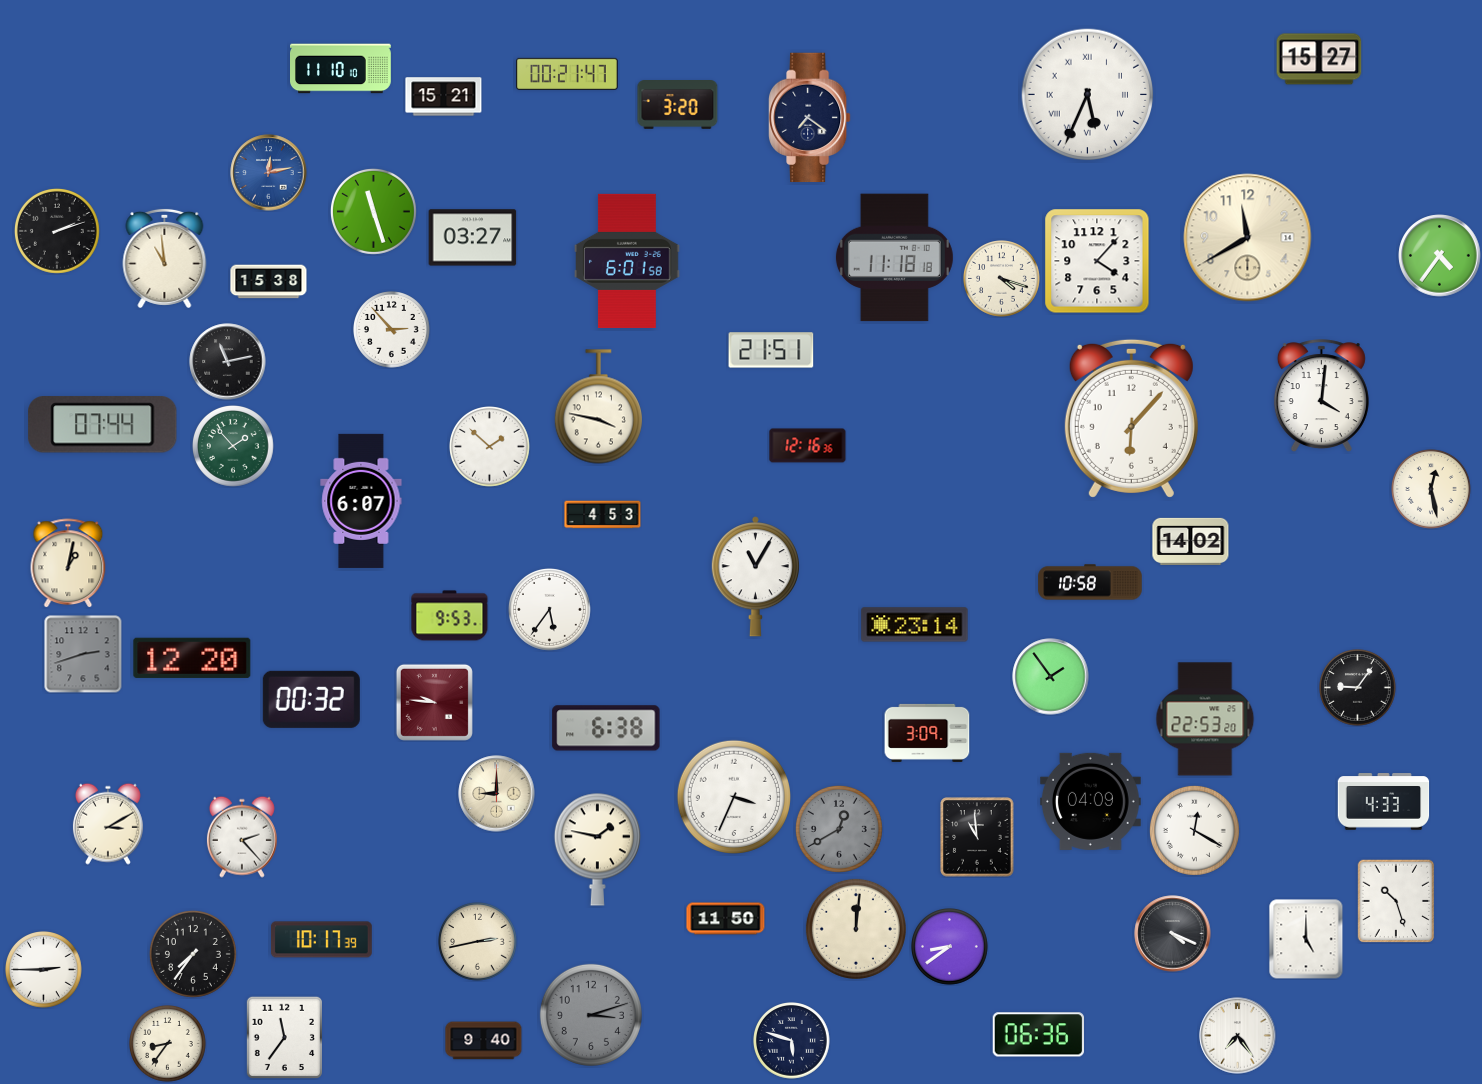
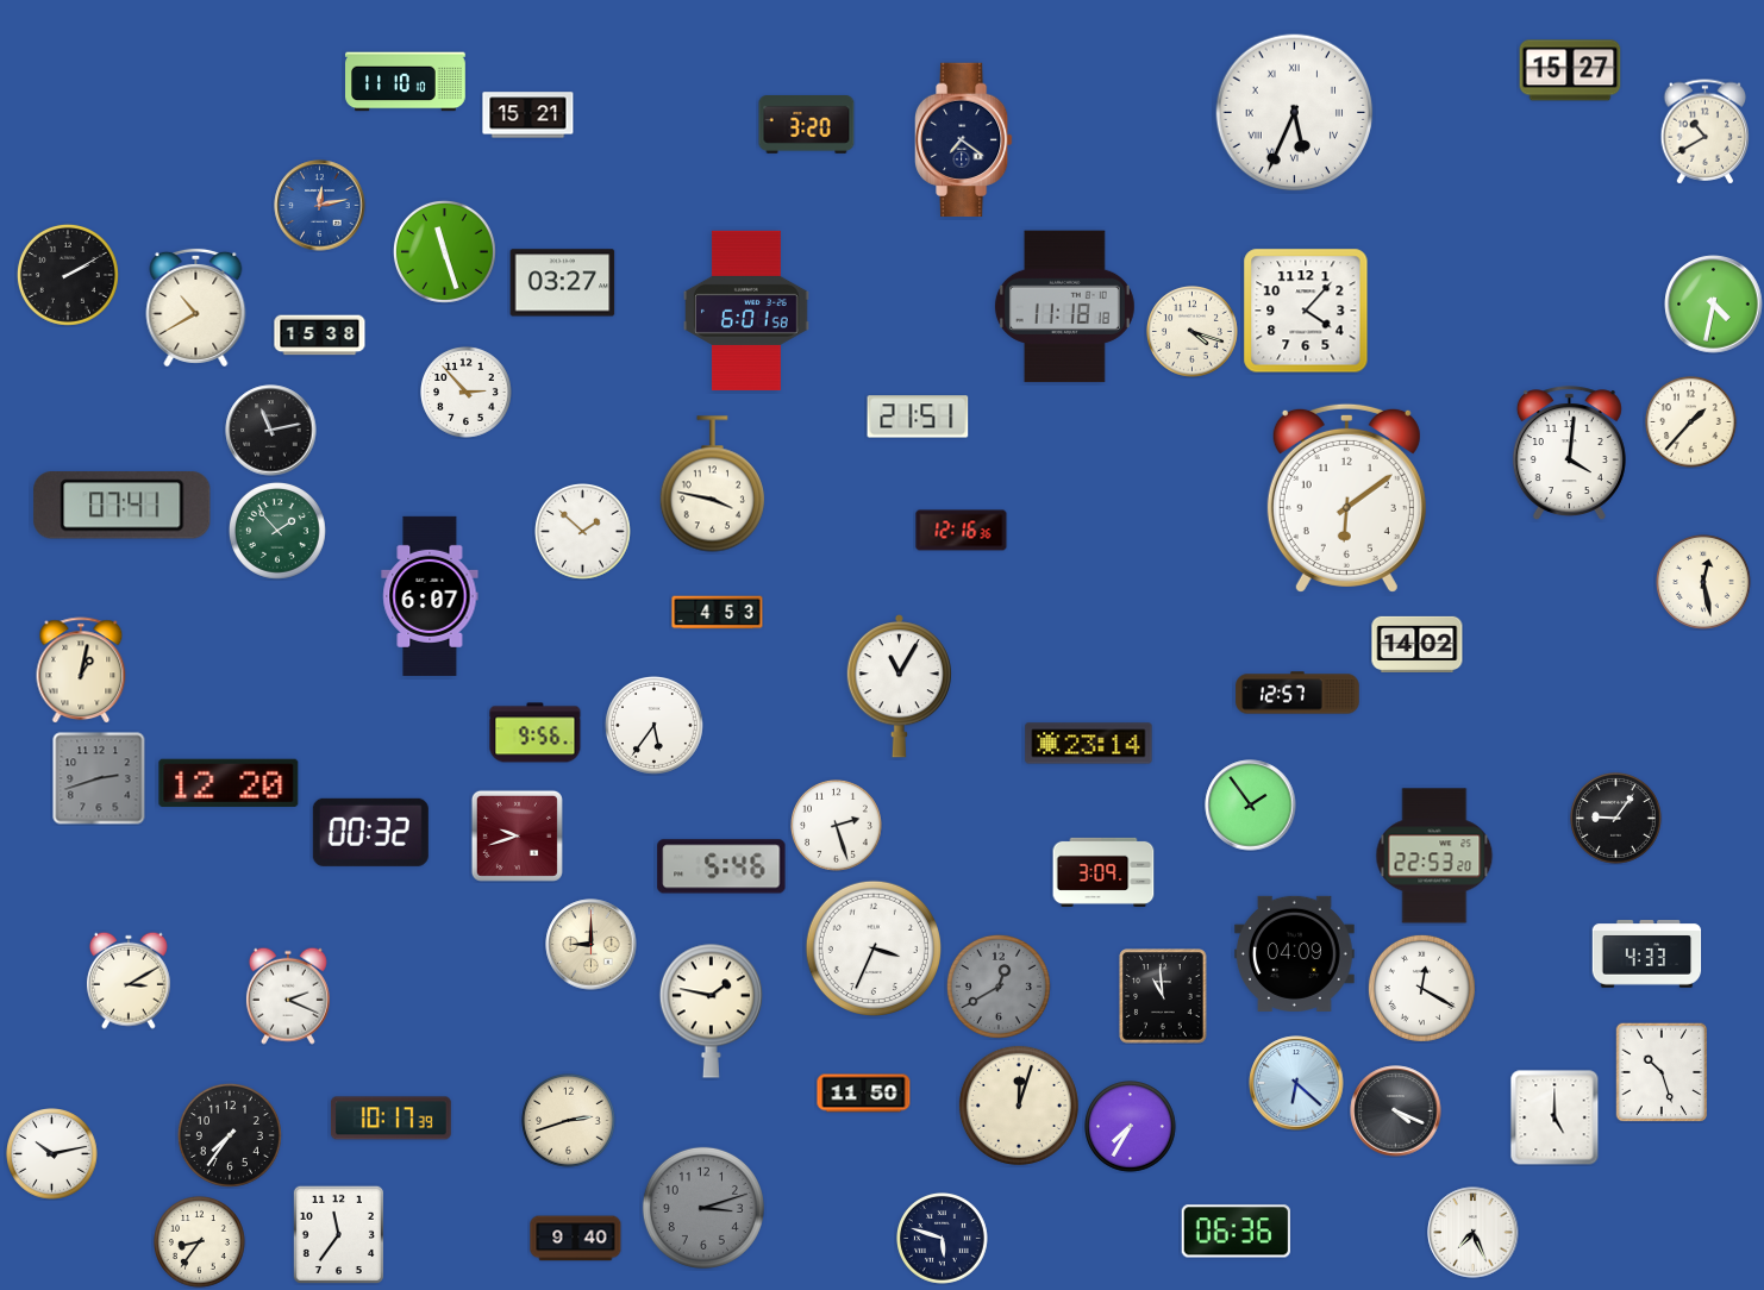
clock at (567, 74): 00:21 -> none
clock at (1706, 132): none -> 10:40
clock at (57, 231): 2:12 -> 2:10
clock at (1248, 238): 11:40 -> none
clock at (1440, 256): 4:36 -> 4:32
clock at (165, 258): 10:59 -> 10:40
clock at (1691, 422): none -> 1:37
clock at (1321, 396) position: (1321, 396) -> (1569, 453)
clock at (1131, 418): 6:07 -> 6:09
clock at (103, 425): 07:44 -> 07:41
clock at (1090, 582): 10:58 -> 12:57
clock at (450, 616): 9:53 -> 9:56
clock at (837, 826): none -> 2:27
clock at (434, 702): 9:46 -> 9:42
clock at (606, 728): 6:38 -> 5:46
clock at (1091, 801) position: (1091, 801) -> (1295, 953)
clock at (242, 837): 2:23 -> 2:19
clock at (1296, 1083): none -> 6:22
clock at (856, 929): 12:01 -> 12:03
clock at (321, 940) position: (321, 940) -> (390, 1119)
clock at (478, 942): 2:43 -> 2:42
clock at (950, 947): 8:39 -> 7:35
clock at (44, 970): 2:45 -> 10:13
clock at (1238, 1036): 7:24 -> 7:26
